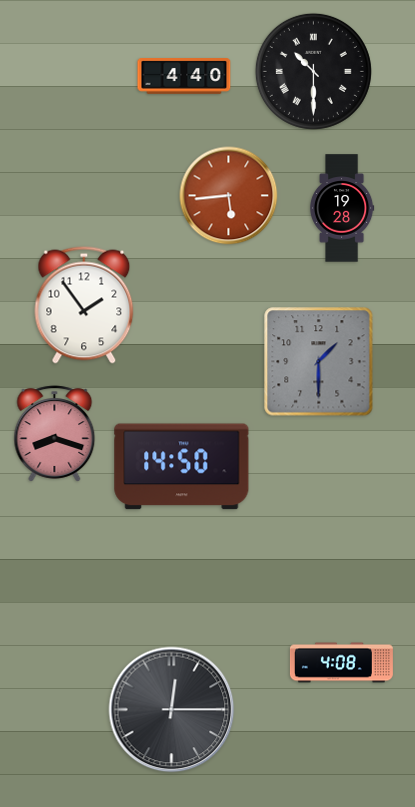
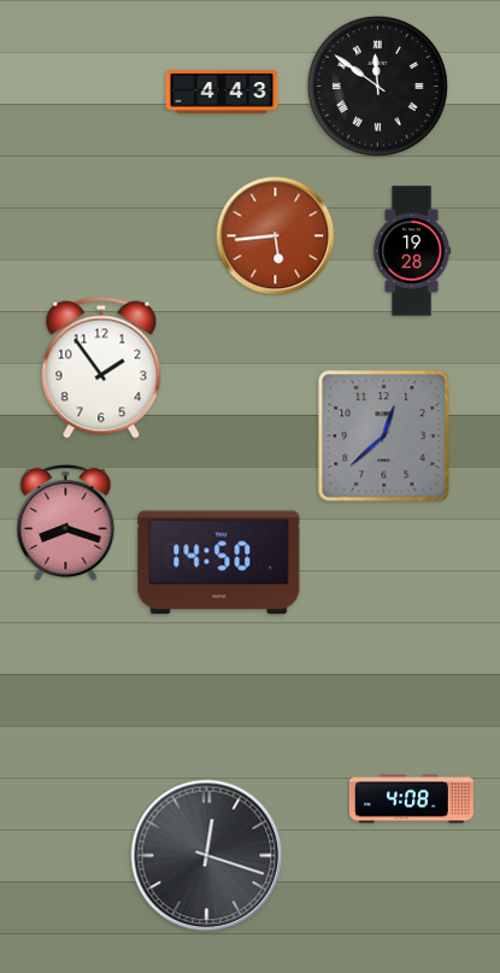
clock at (313, 71): 10:30 -> 11:51
clock at (184, 77): 4:40 -> 4:43
clock at (319, 362): 1:30 -> 12:38
clock at (172, 710): 12:15 -> 12:18
